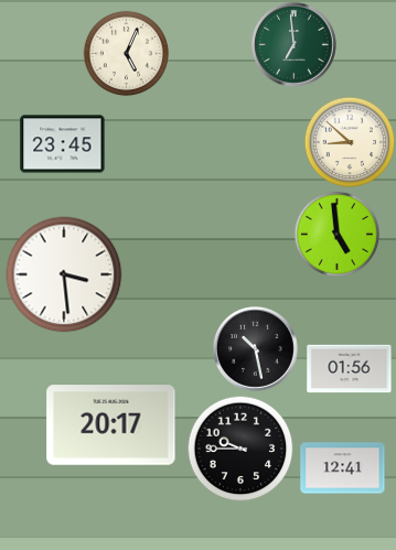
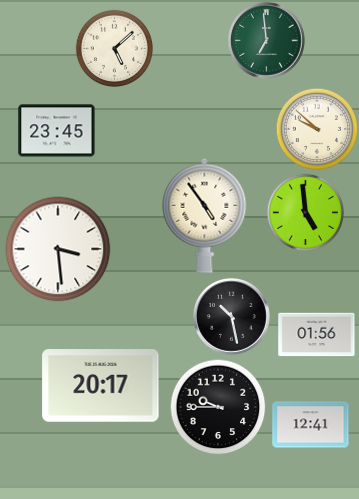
clock at (126, 53): 5:04 -> 5:08
clock at (349, 142): 8:52 -> 9:52
clock at (205, 215): none -> 4:54
